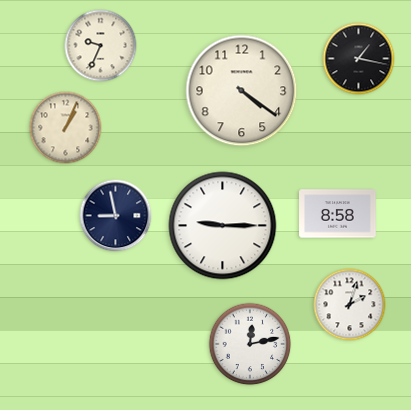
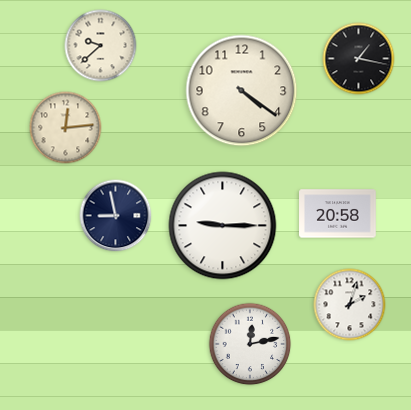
clock at (101, 46): 9:34 -> 9:38
clock at (66, 128): 1:04 -> 12:14
clock at (338, 214): 8:58 -> 20:58
